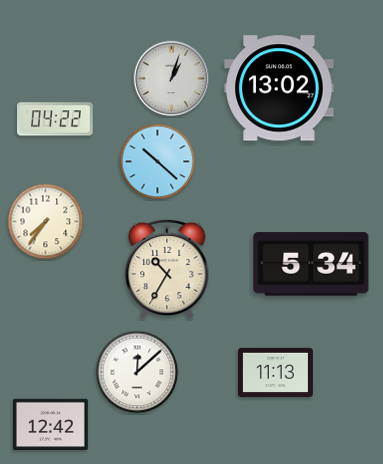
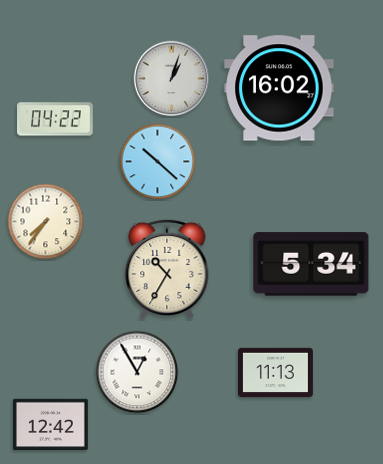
clock at (279, 88): 13:02 -> 16:02
clock at (137, 372): 12:08 -> 12:55
